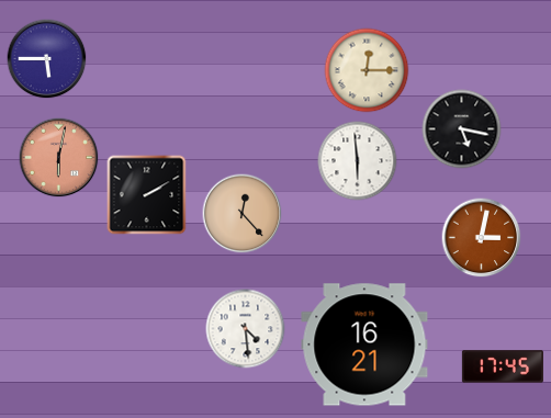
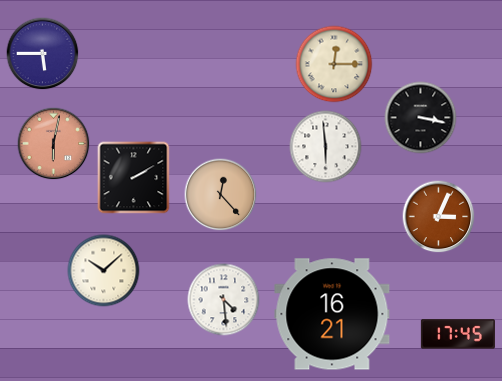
clock at (462, 129): 5:17 -> 3:17
clock at (482, 238): 3:02 -> 3:04
clock at (104, 271): none -> 10:08
